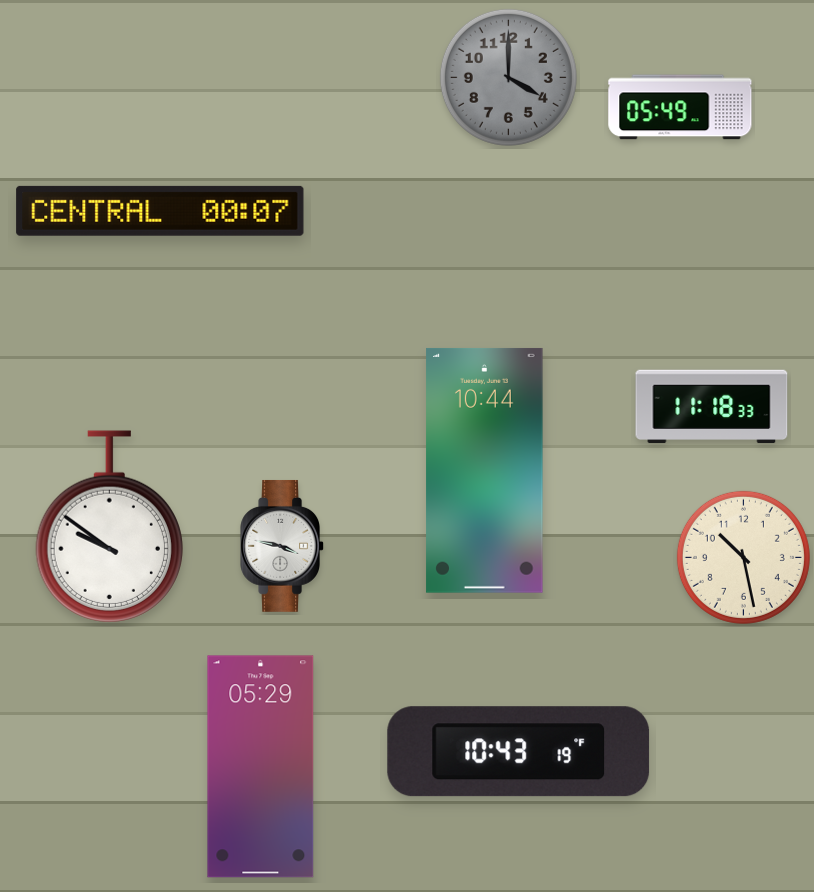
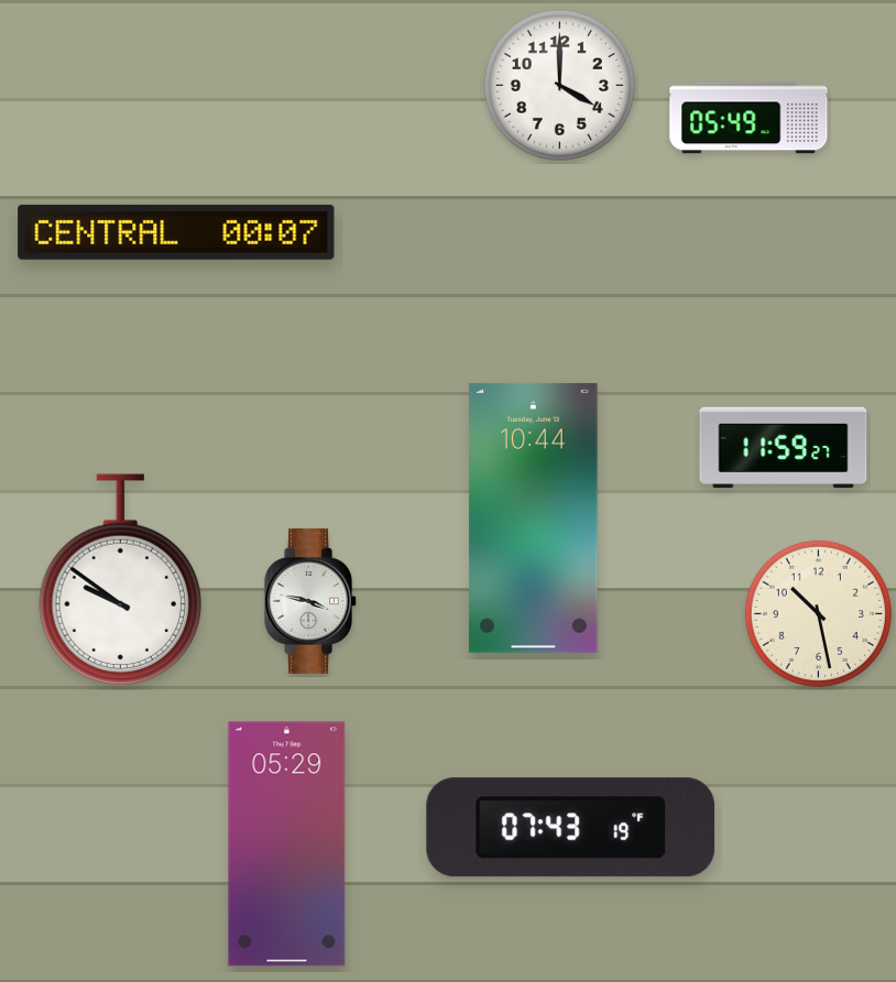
clock at (508, 77) dial: grey -> white
clock at (712, 407): 11:18 -> 11:59
clock at (519, 752): 10:43 -> 07:43
